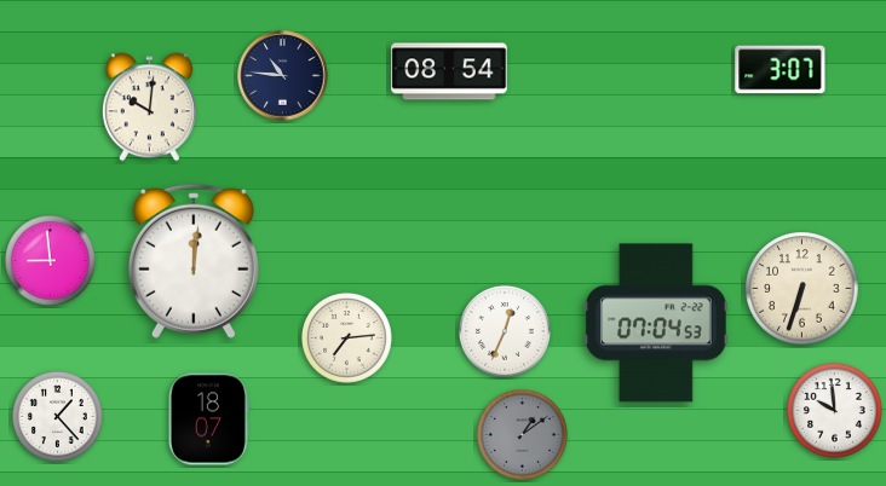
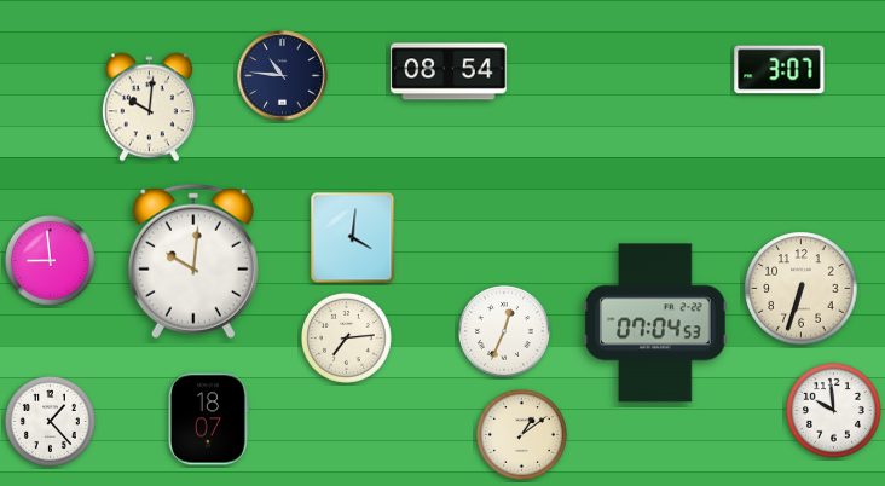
clock at (353, 238): none -> 4:01
clock at (194, 261): 12:01 -> 10:01
clock at (57, 416) position: (57, 416) -> (50, 421)
clock at (522, 434) dial: grey -> cream
